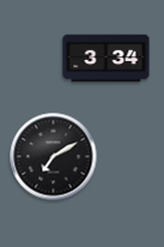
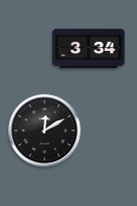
clock at (54, 157): 7:10 -> 12:10
